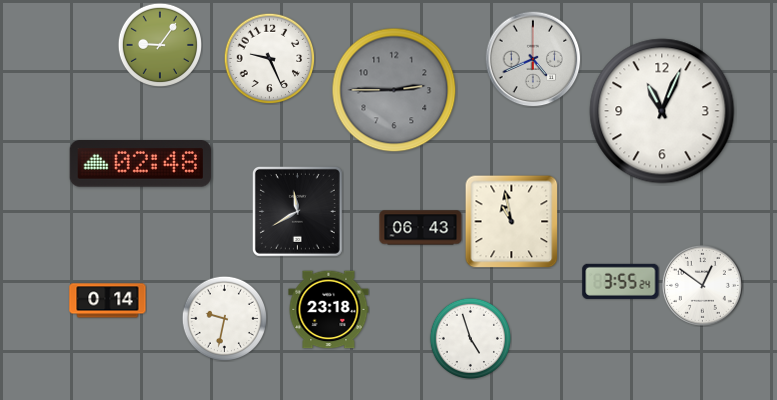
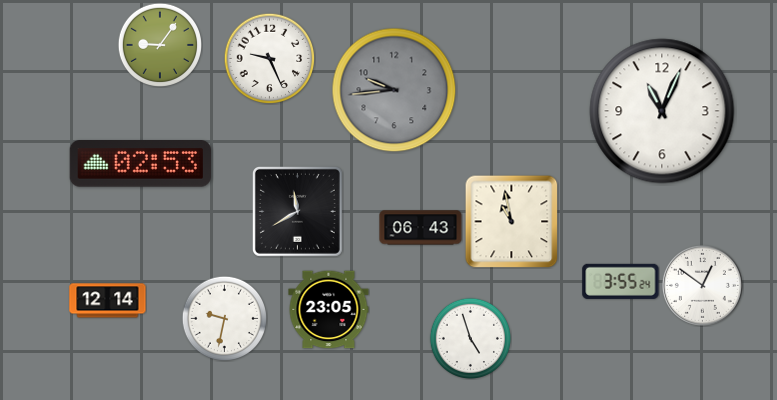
clock at (533, 59): 4:41 -> none
clock at (394, 90): 2:45 -> 9:44
clock at (140, 164): 02:48 -> 02:53
clock at (108, 301): 0:14 -> 12:14
clock at (329, 310): 23:18 -> 23:05
